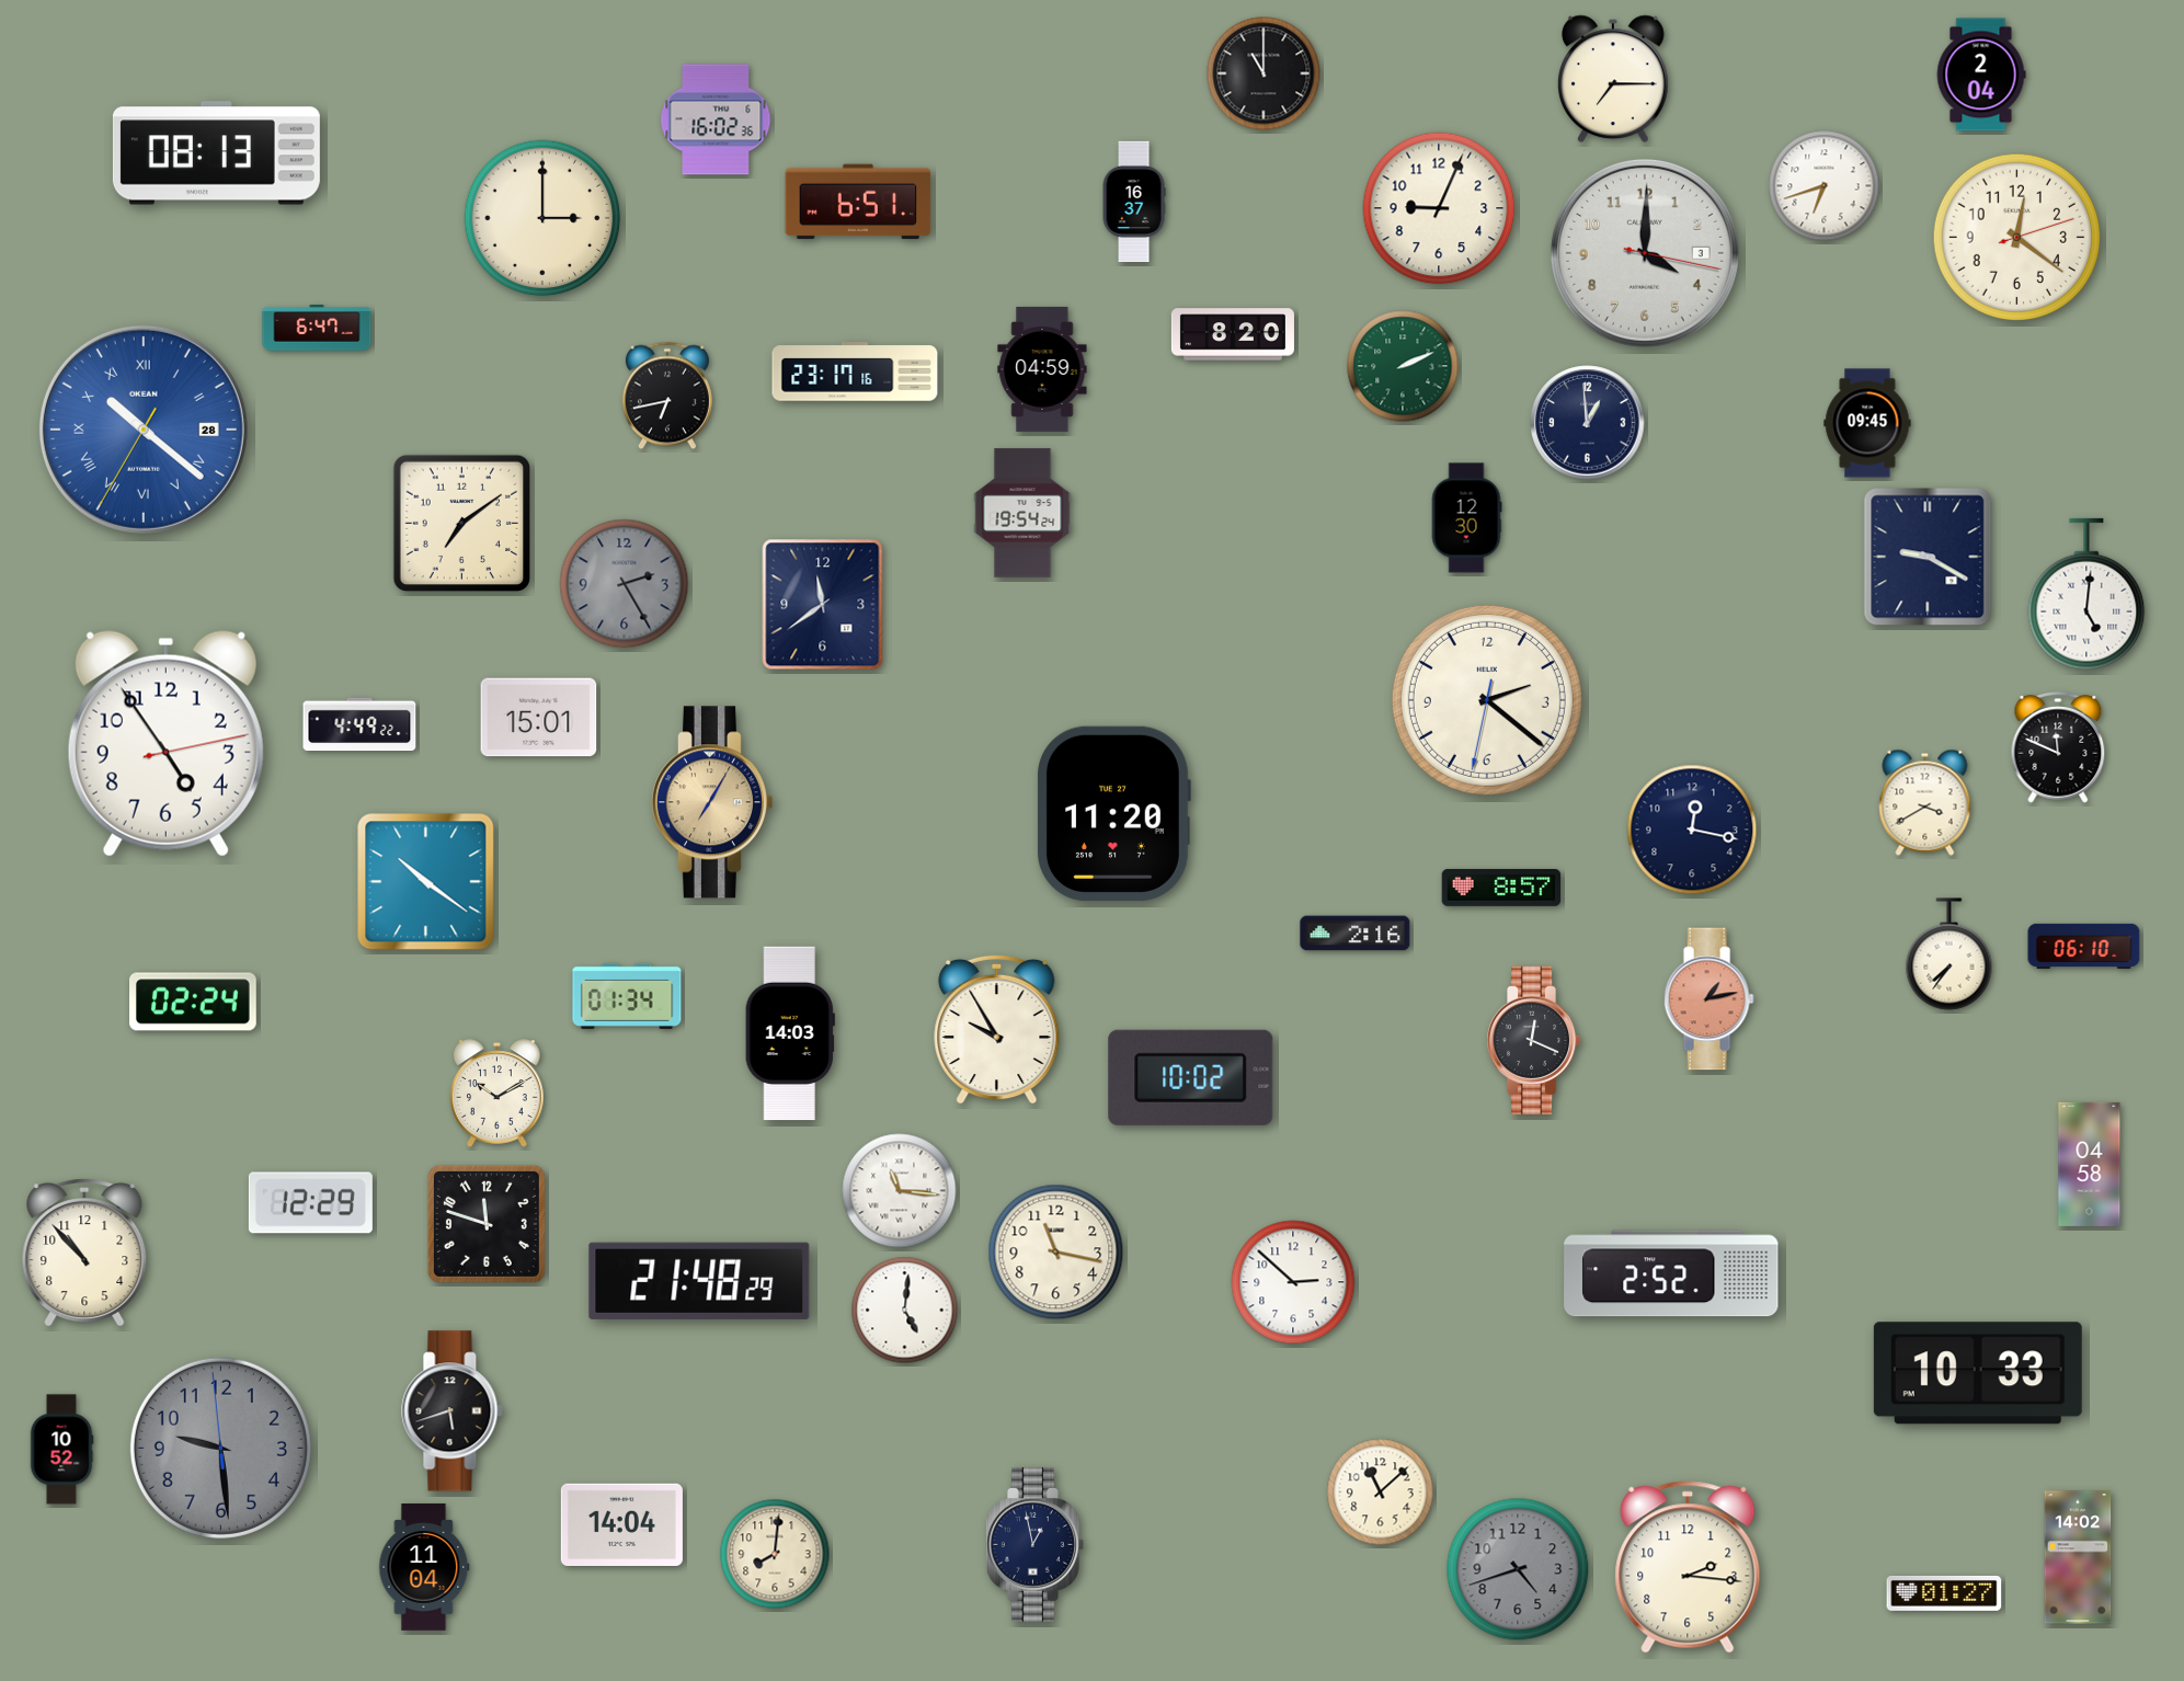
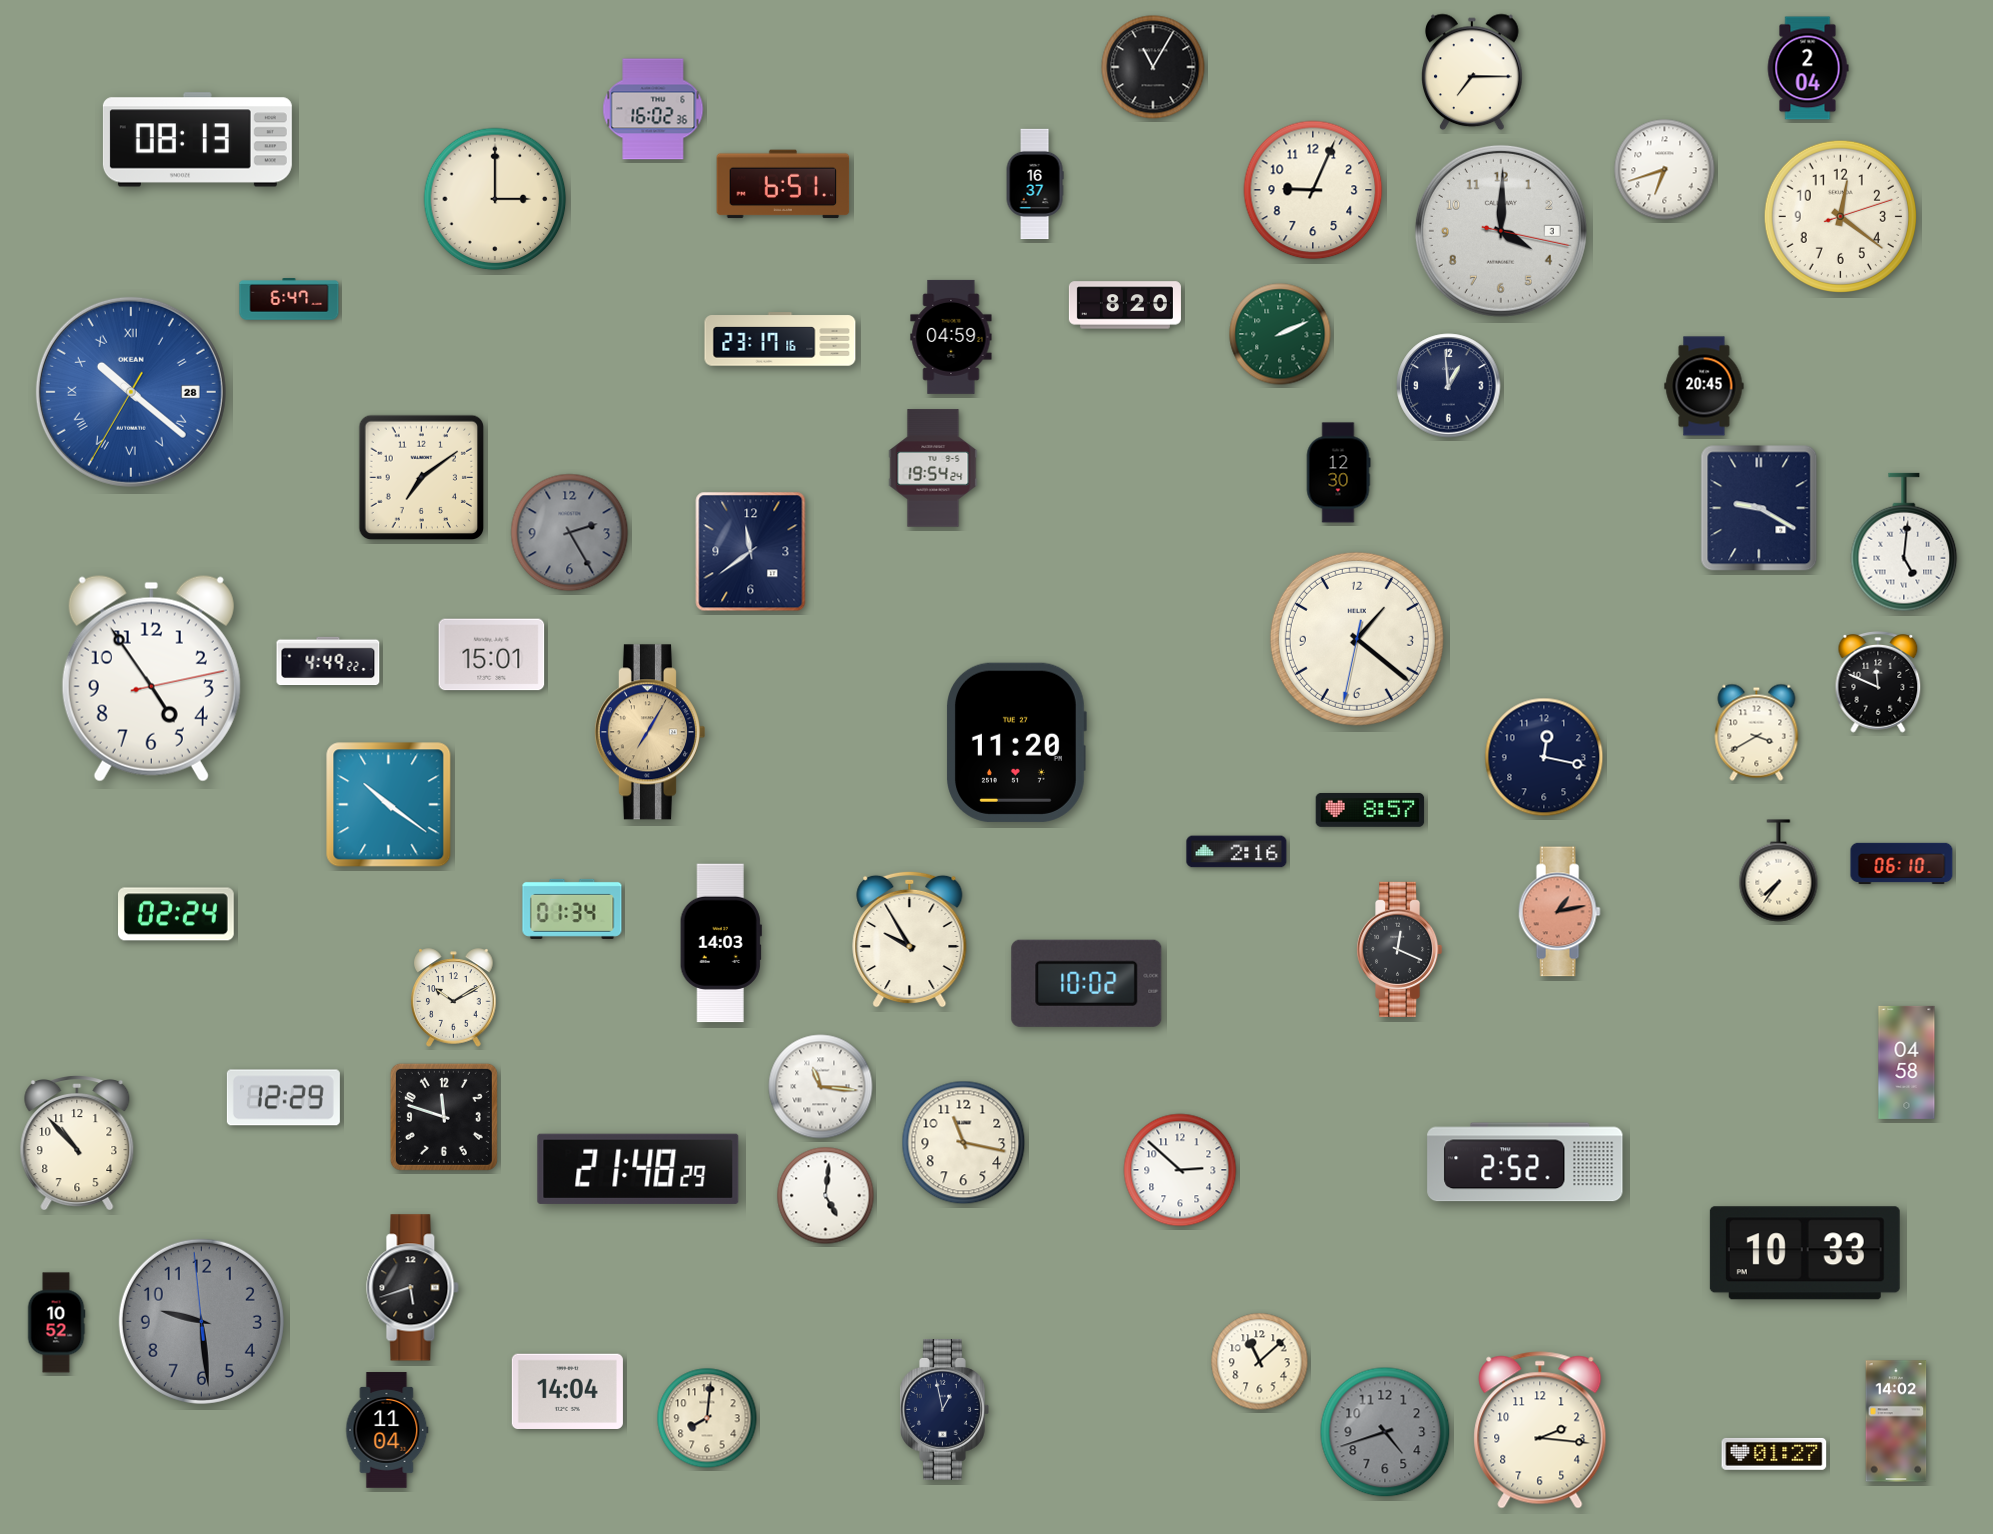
clock at (1263, 73): 11:00 -> 11:05
clock at (667, 396): 6:43 -> none
clock at (1867, 423): 09:45 -> 20:45
clock at (1487, 700): 2:21 -> 1:21
